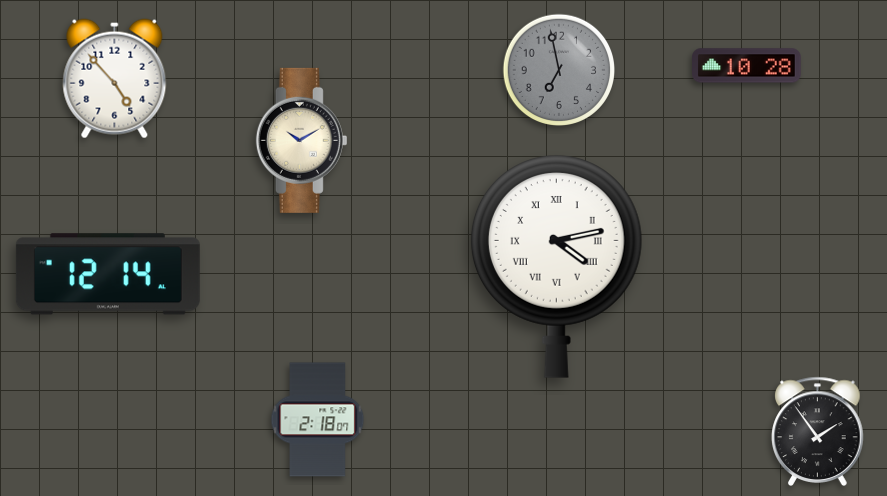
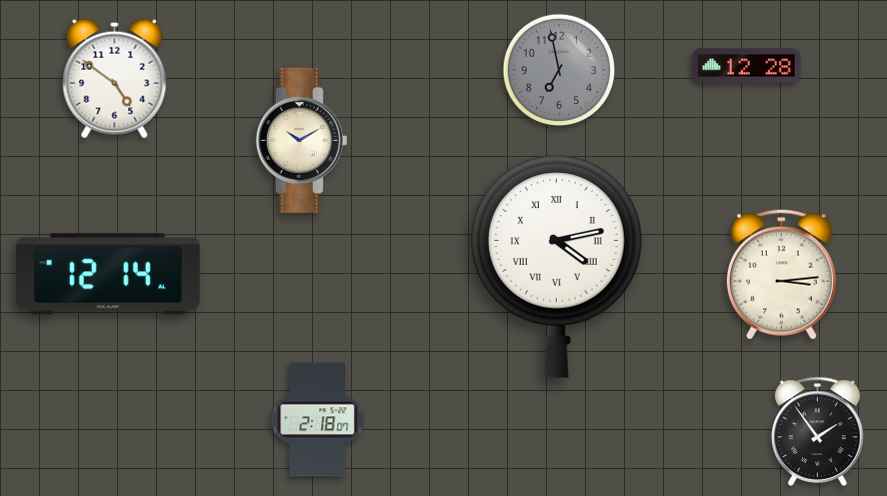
clock at (747, 66): 10:28 -> 12:28
clock at (115, 79): 4:53 -> 4:51
clock at (781, 274): none -> 3:14
